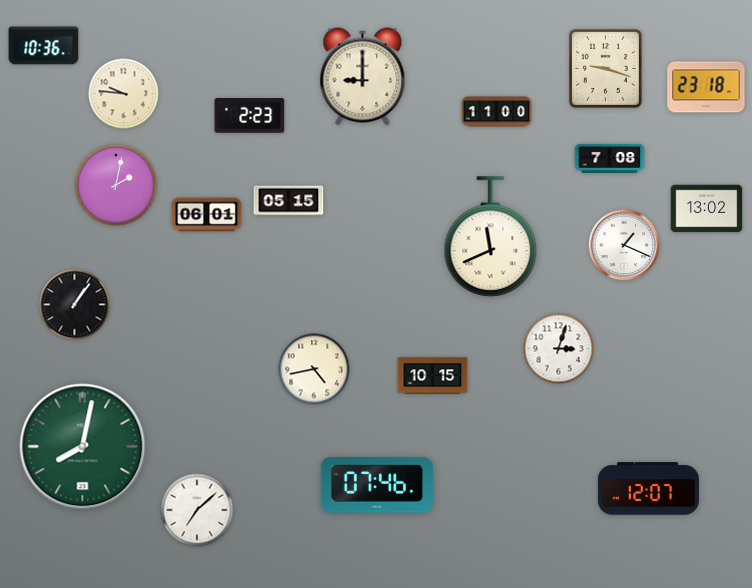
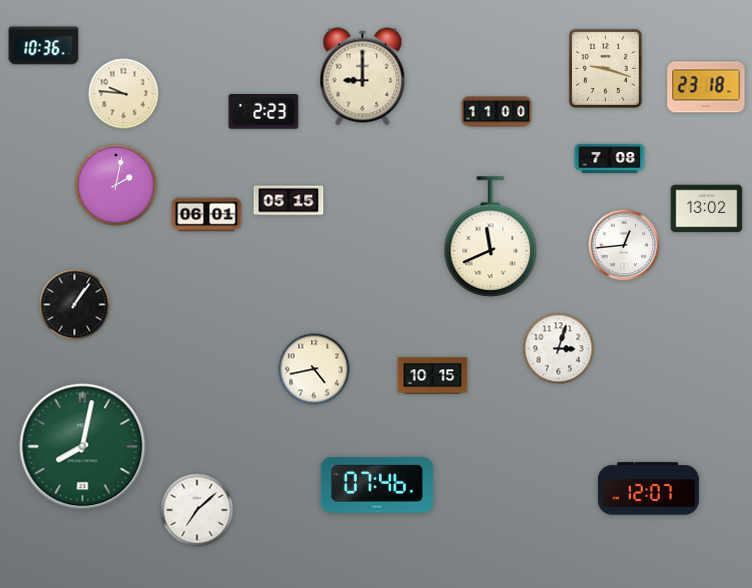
clock at (250, 116) position: (250, 116) -> (264, 112)
clock at (624, 245): 1:19 -> 12:44
